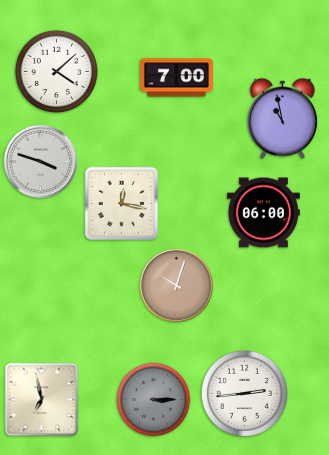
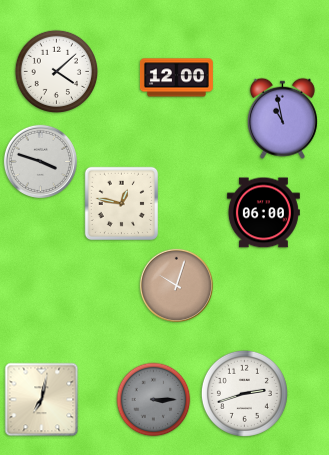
clock at (176, 78): 7:00 -> 12:00
clock at (121, 203): 12:17 -> 12:47
clock at (244, 393): 2:44 -> 2:42
clock at (42, 400): 6:58 -> 7:02
